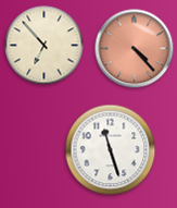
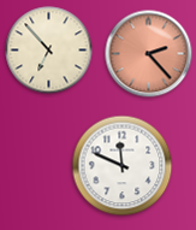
clock at (135, 49): 4:23 -> 2:23
clock at (111, 150): 11:27 -> 11:49
